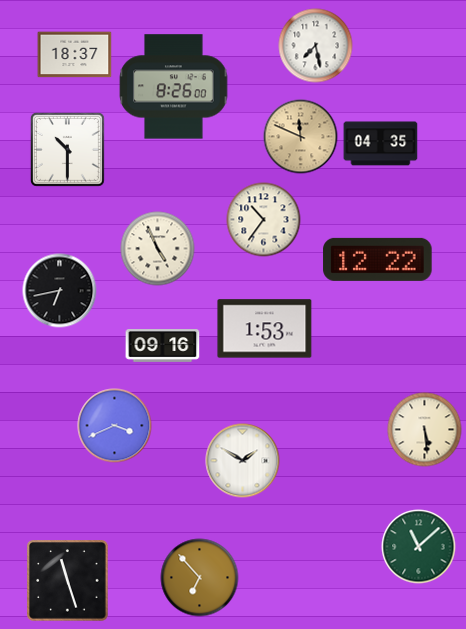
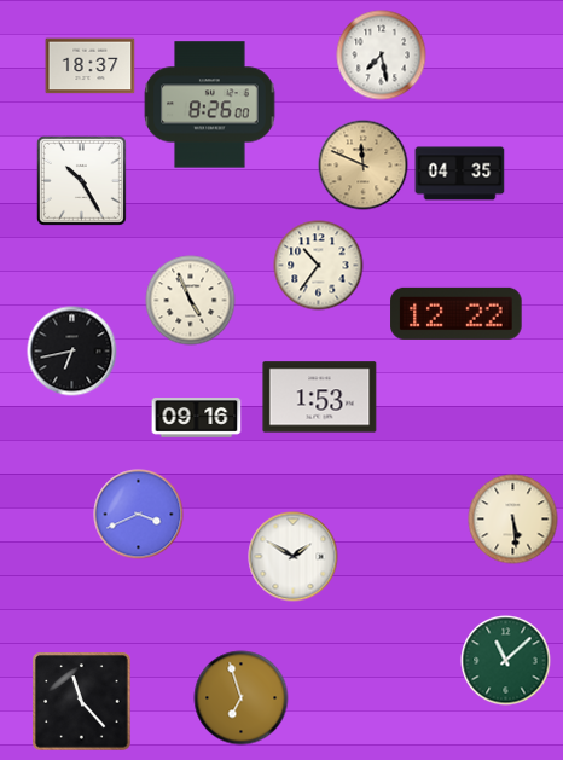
clock at (67, 149): 10:30 -> 10:25
clock at (200, 578): 6:53 -> 6:57
clock at (68, 581): 11:27 -> 11:23
